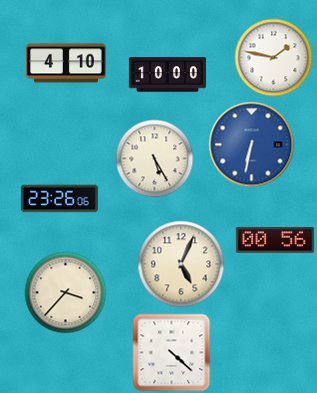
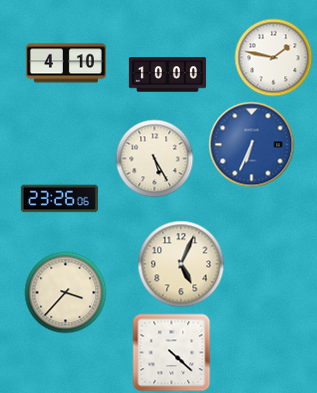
clock at (251, 144): 6:32 -> 6:34
clock at (275, 240): 00:56 -> none
